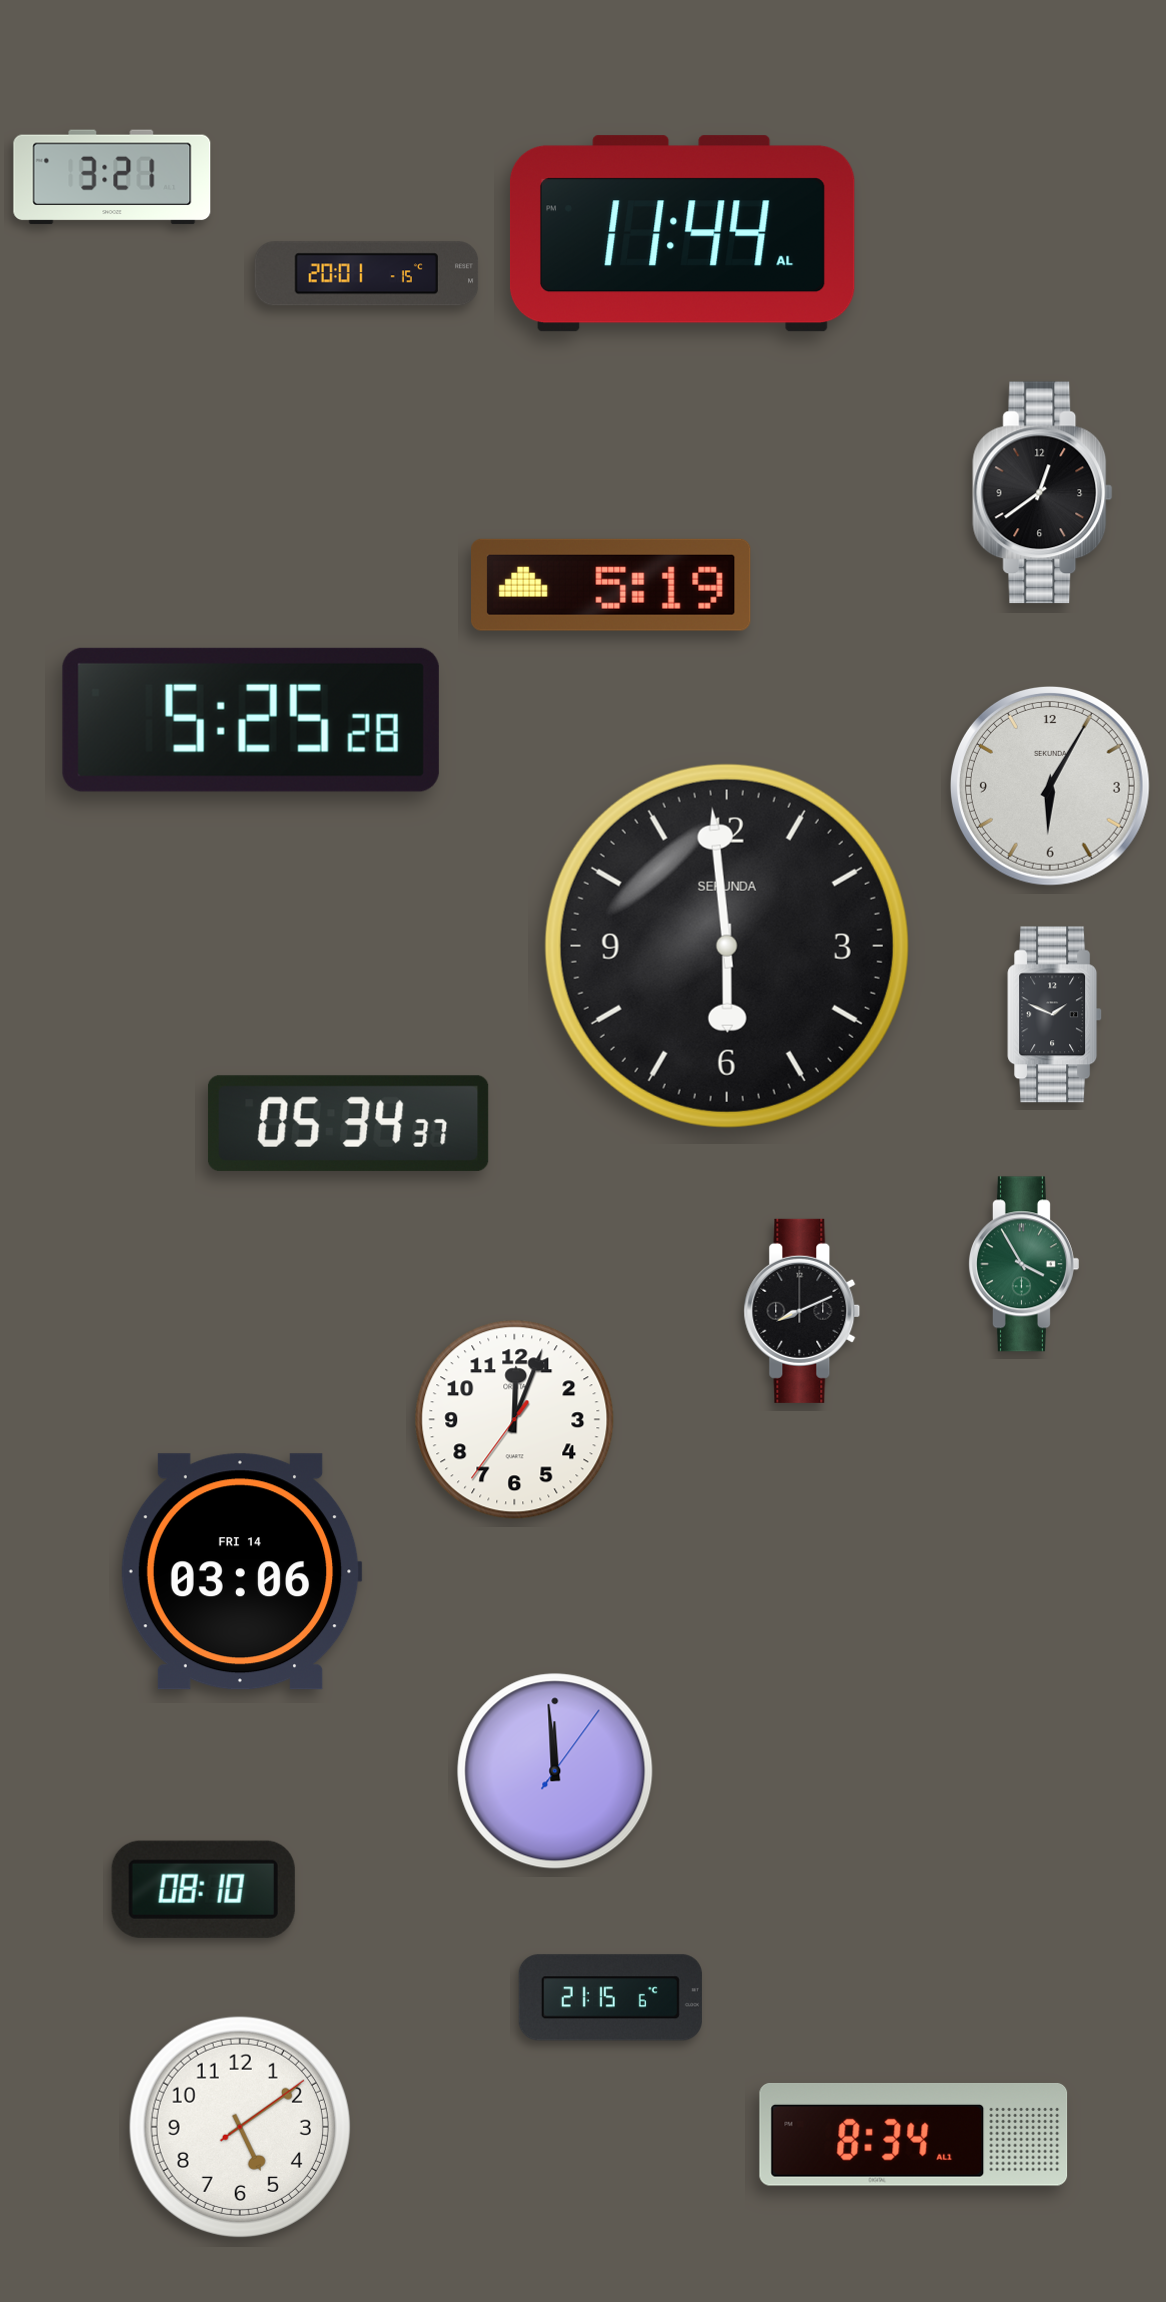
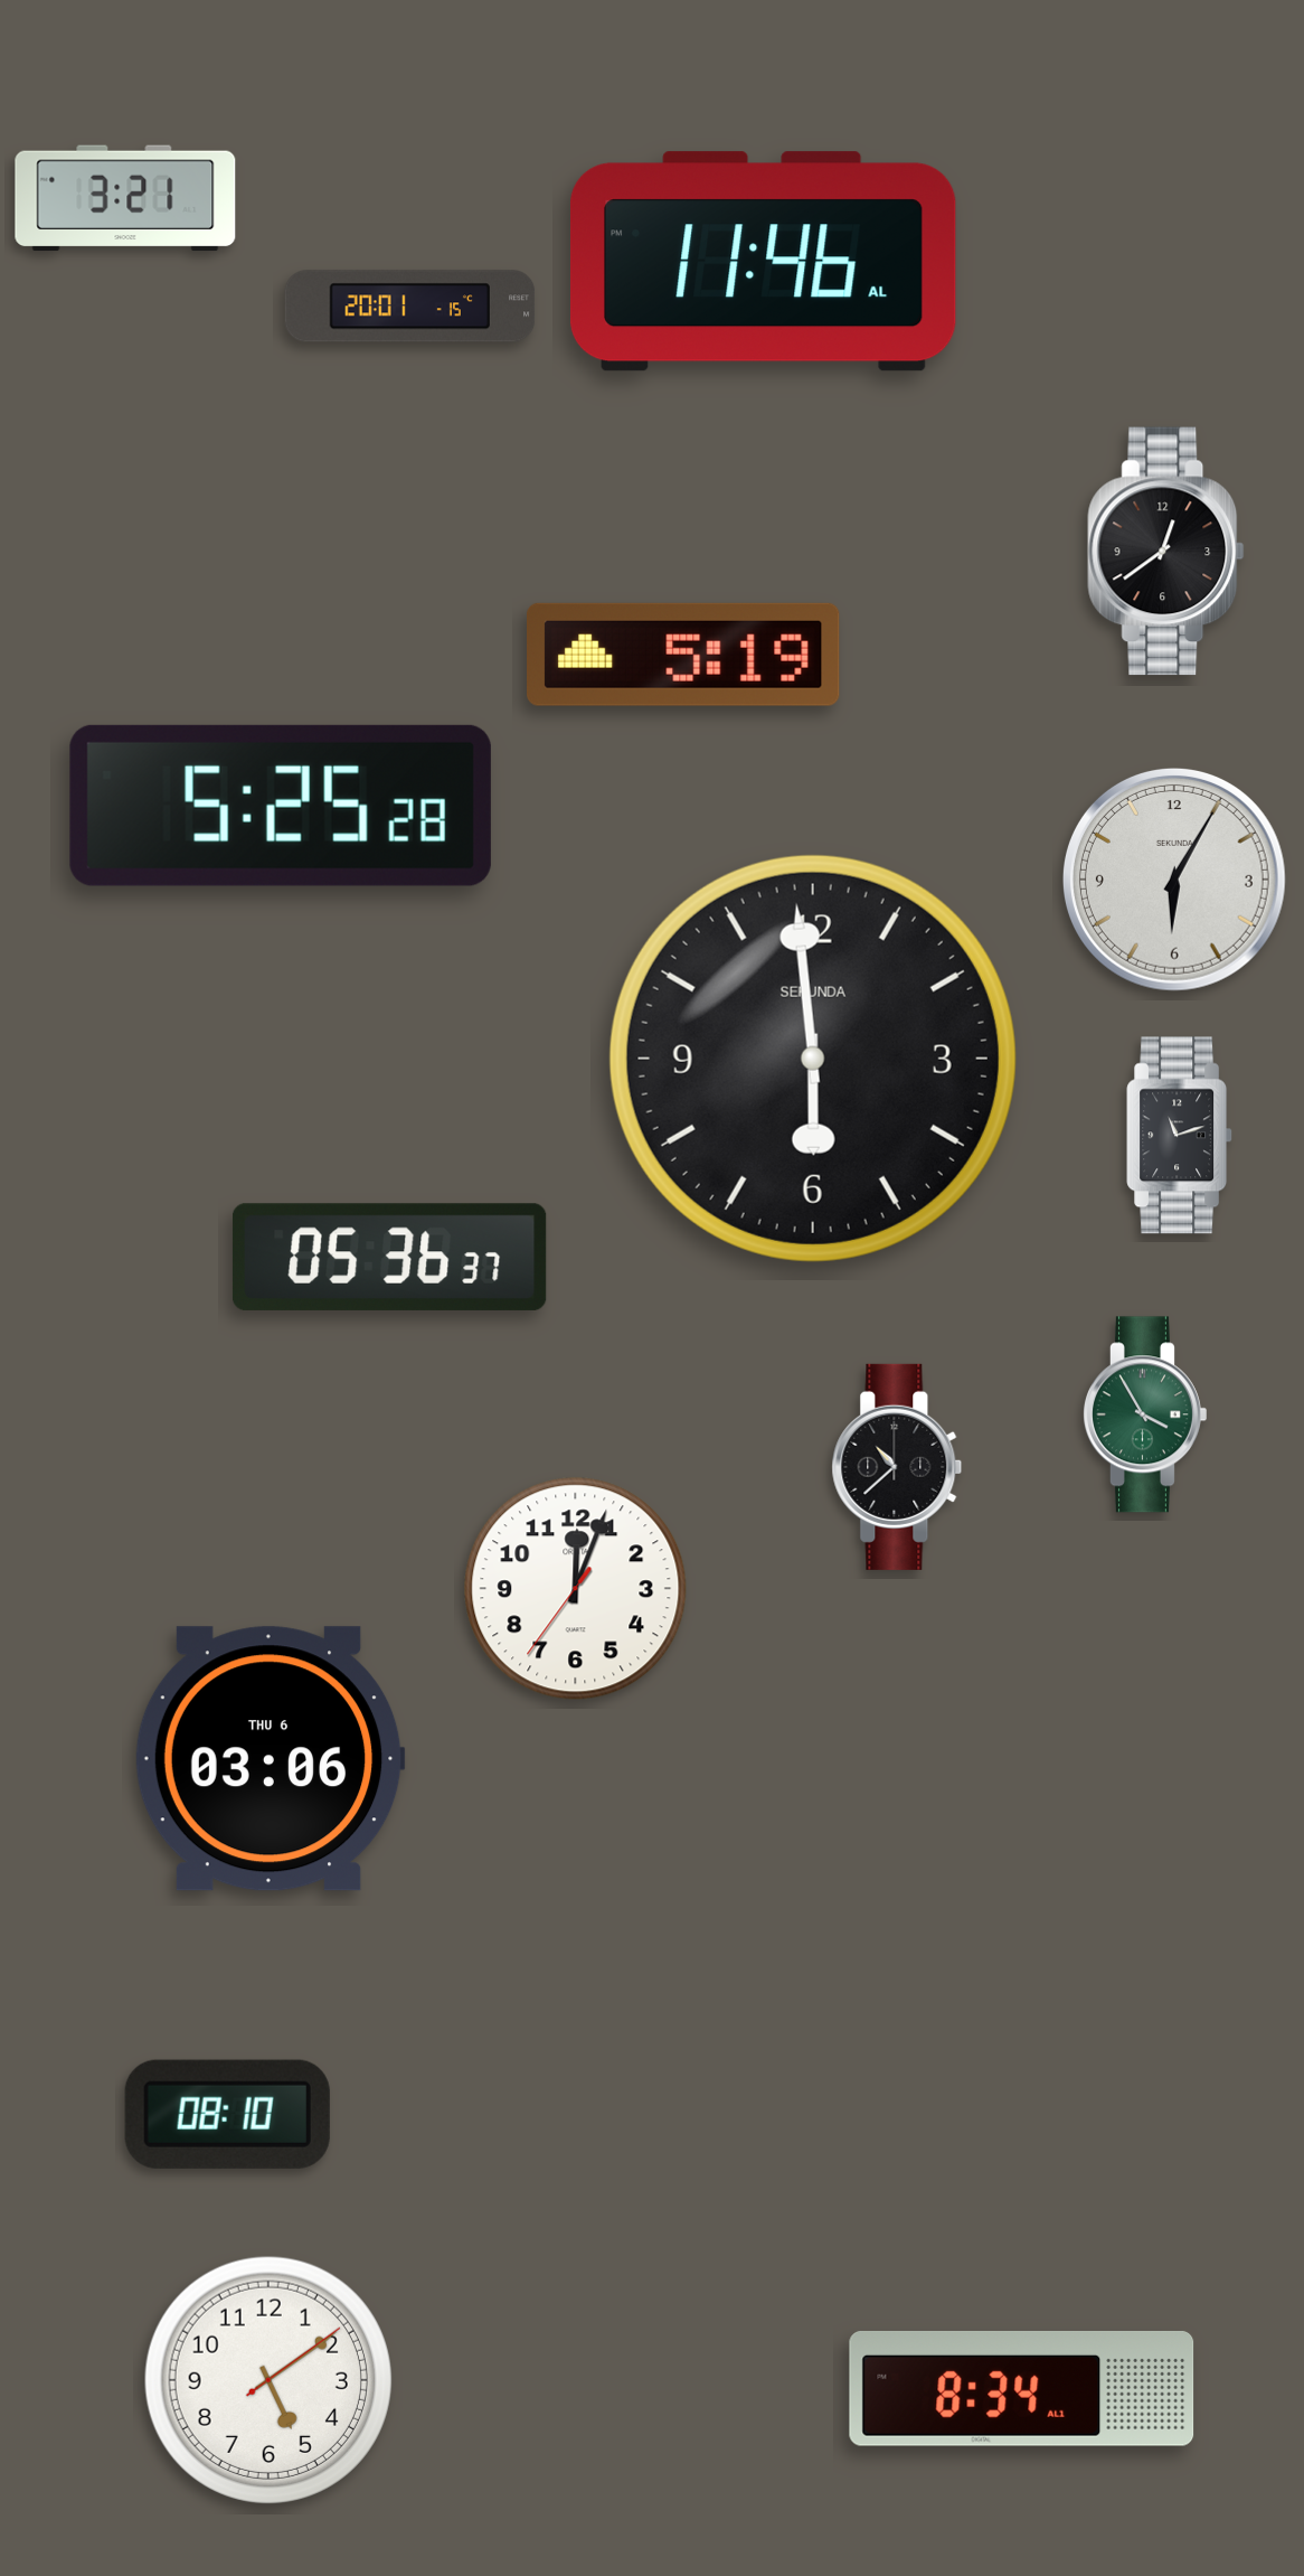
clock at (682, 234): 11:44 -> 11:46
clock at (1055, 1015): 1:49 -> 11:12
clock at (348, 1123): 05:34 -> 05:36
clock at (802, 1311): 8:11 -> 10:38
clock at (241, 1572) date: FRI 14 -> THU 6
clock at (555, 1771): 11:59 -> none
clock at (610, 1998): 21:15 -> none
